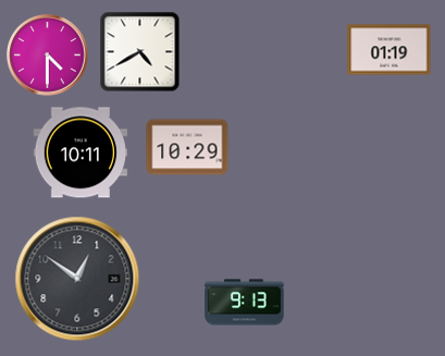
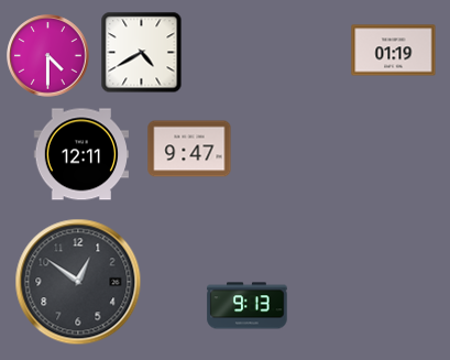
clock at (187, 147): 10:29 -> 9:47
clock at (79, 152): 10:11 -> 12:11
